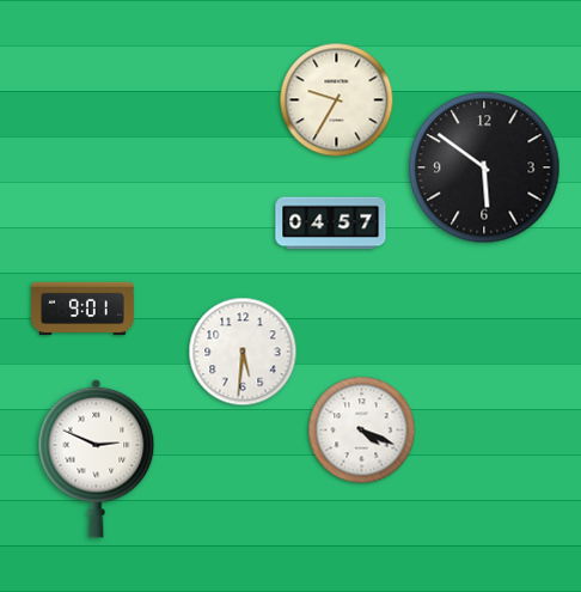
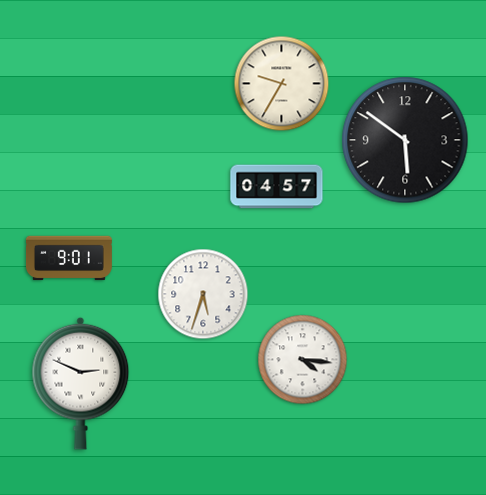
clock at (243, 352): 5:31 -> 5:33
clock at (362, 431): 4:19 -> 4:16
